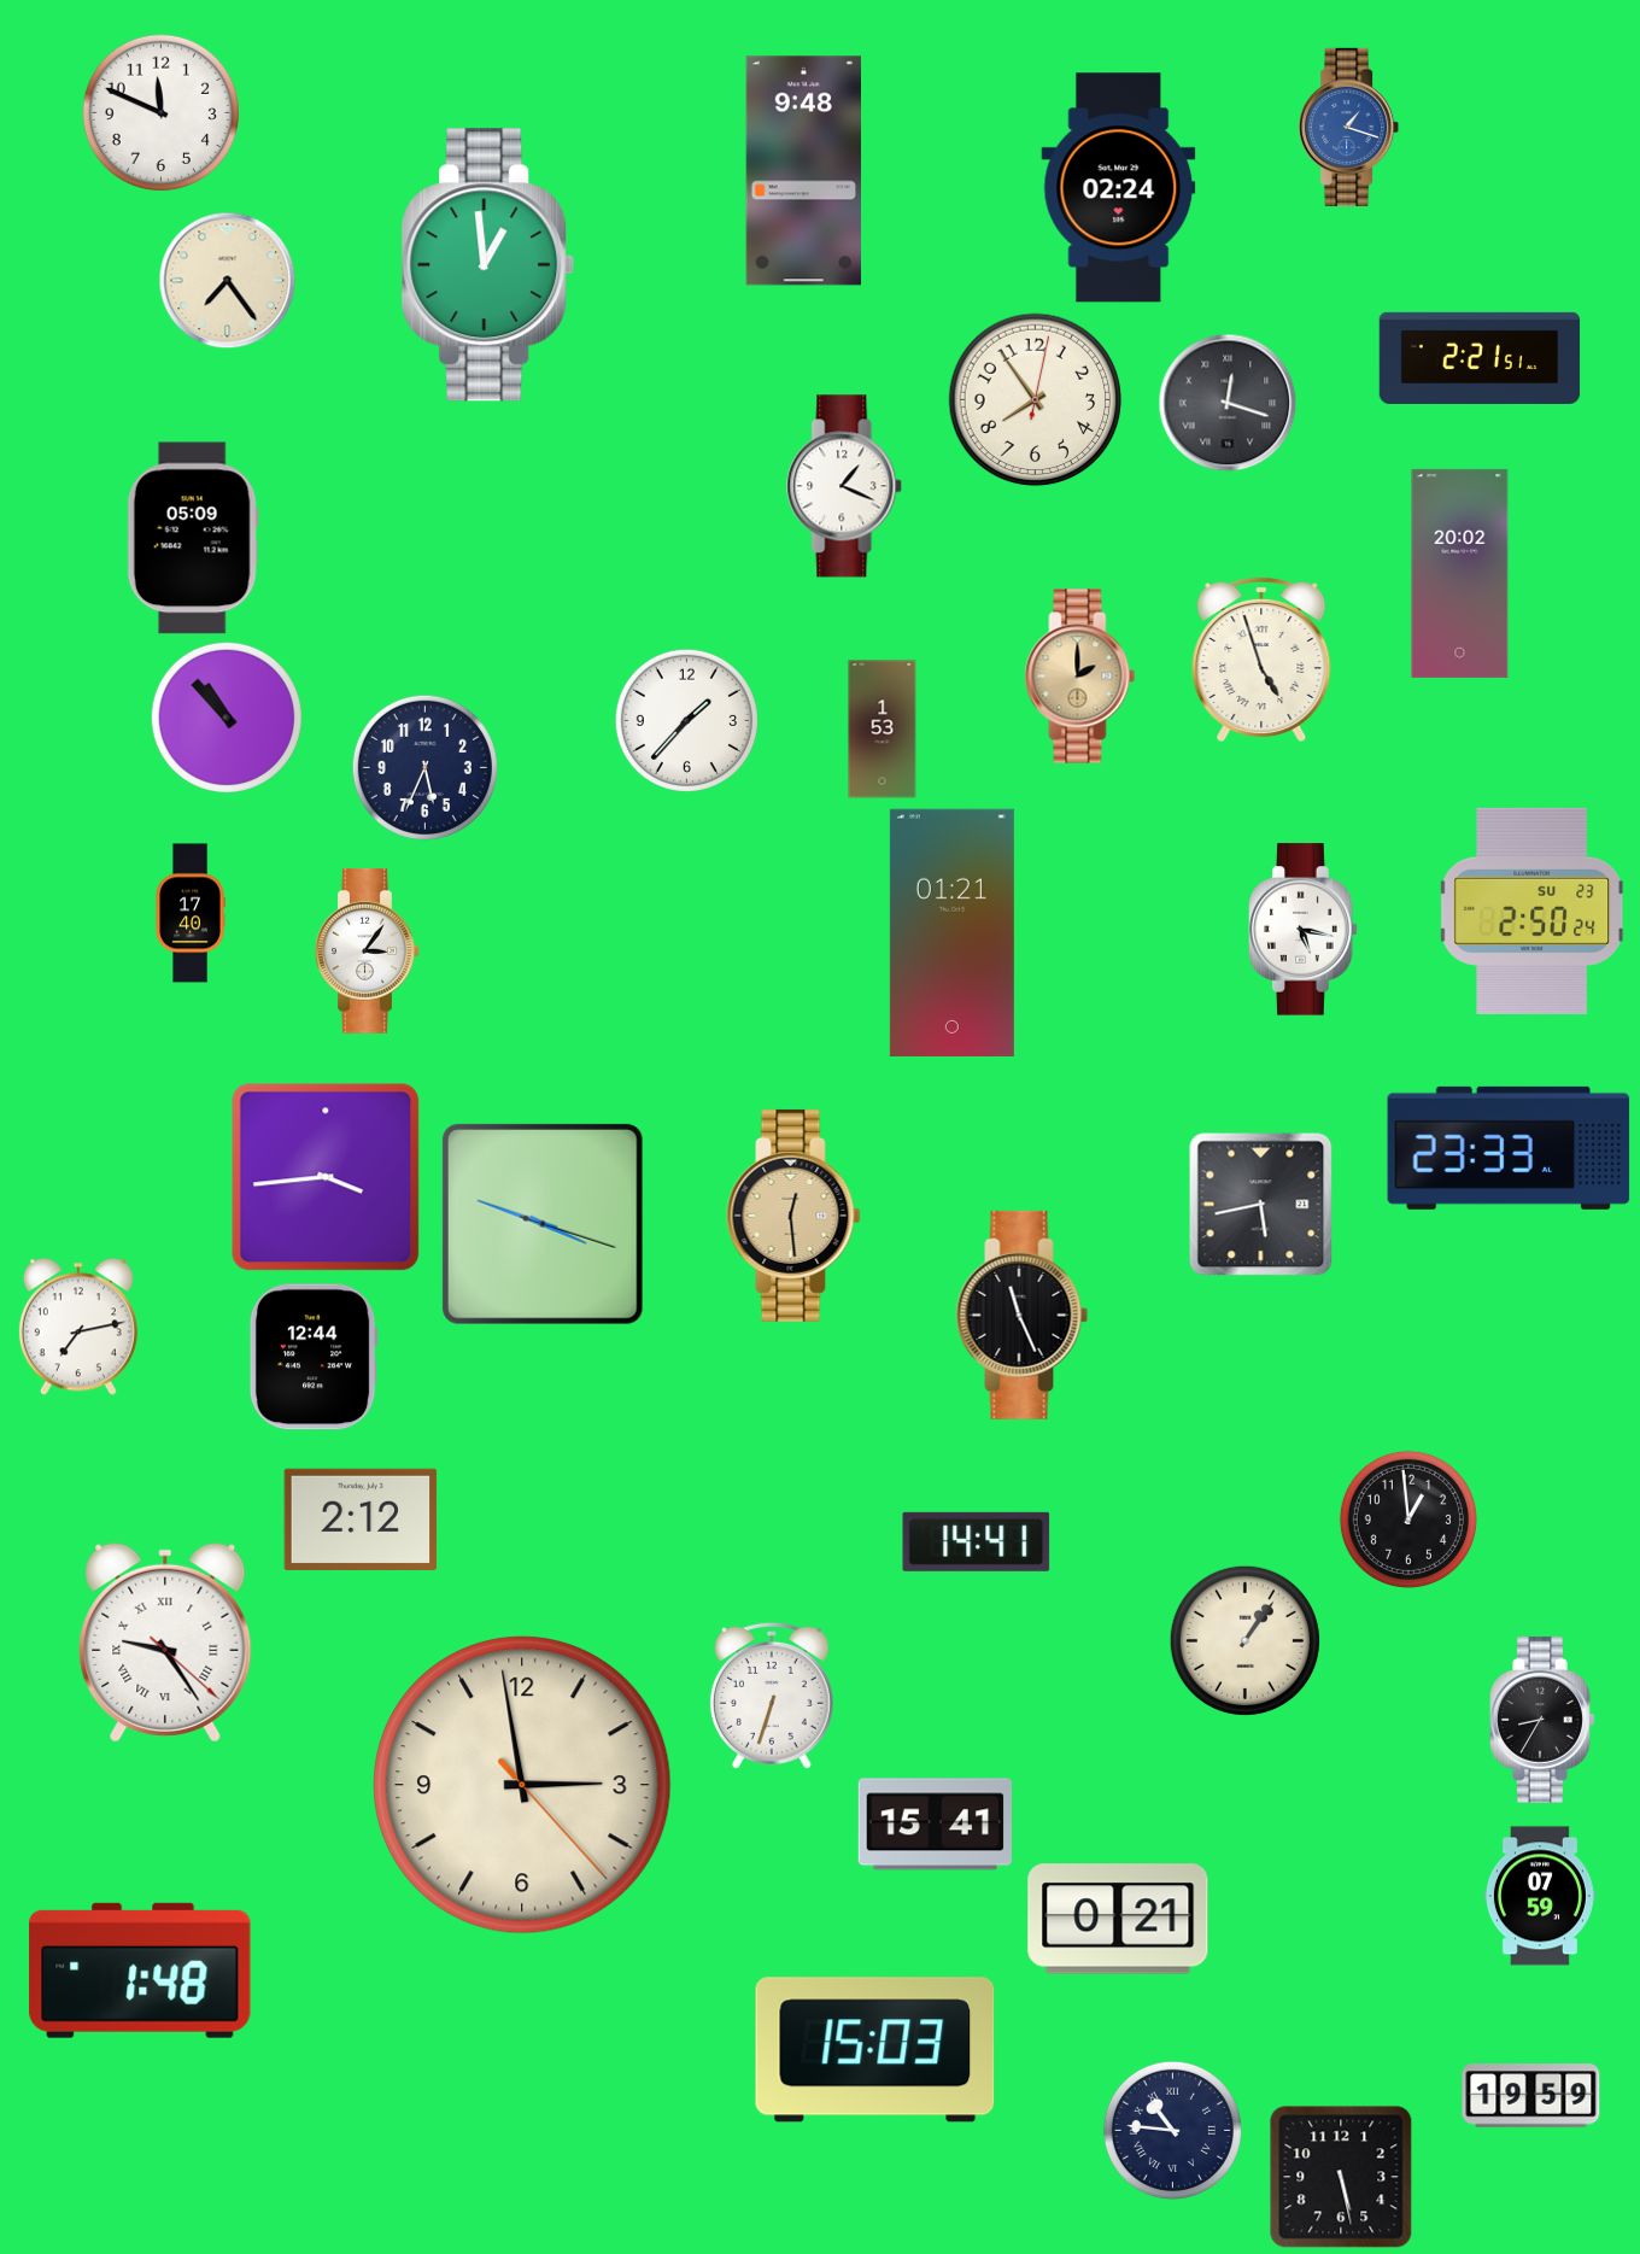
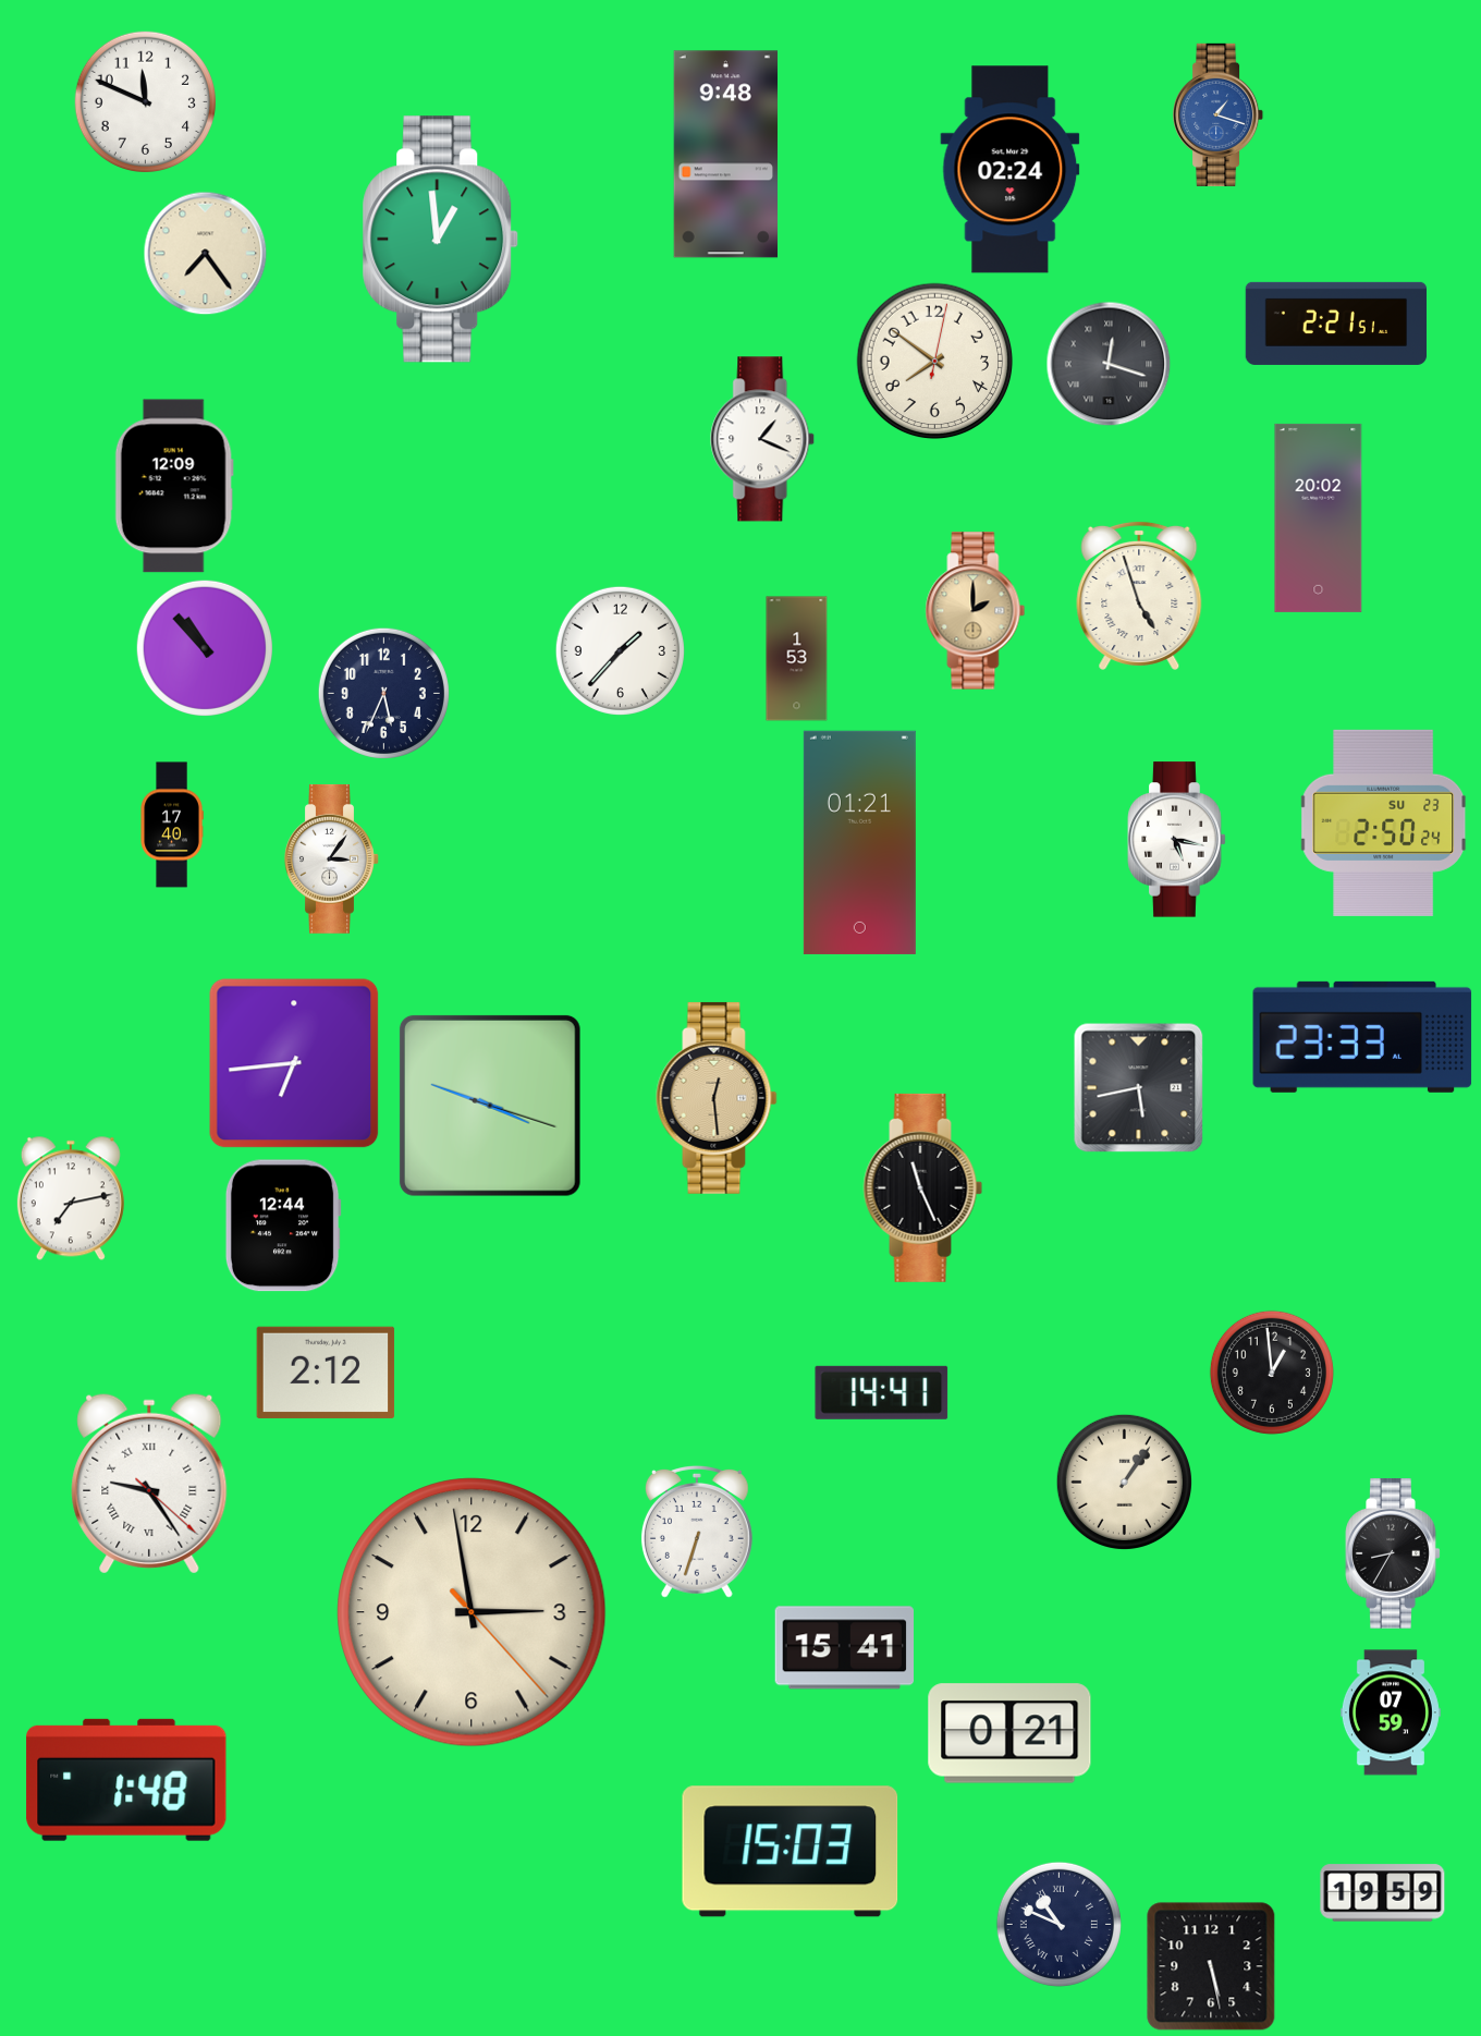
clock at (1036, 400): 7:54 -> 7:51
clock at (193, 538): 05:09 -> 12:09
clock at (326, 1177): 3:44 -> 6:44
clock at (1172, 2130): 10:46 -> 10:49
